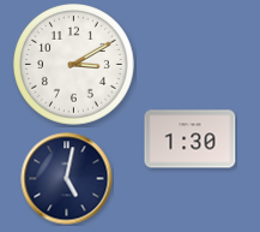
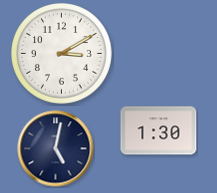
clock at (191, 139) position: (191, 139) -> (159, 131)
